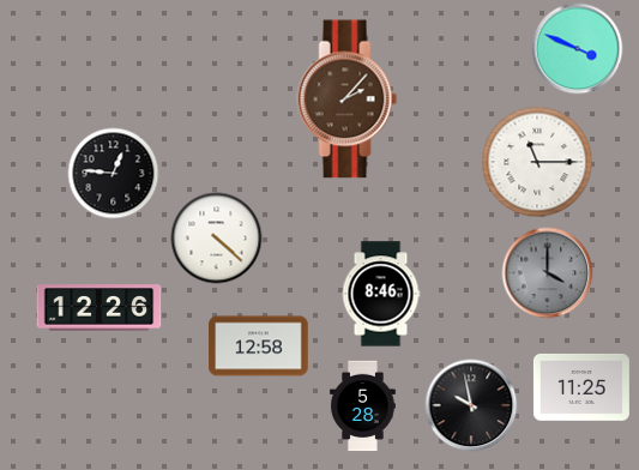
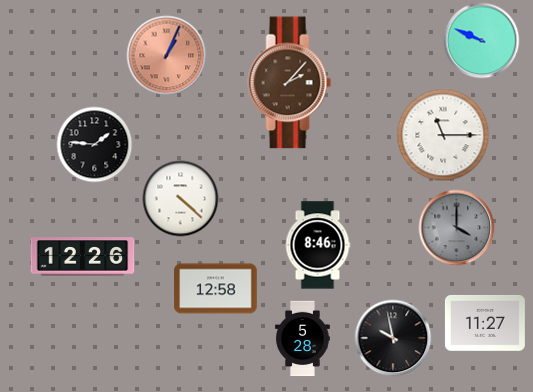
clock at (578, 49): 3:49 -> 9:49
clock at (167, 56): none -> 1:04
clock at (537, 162) position: (537, 162) -> (443, 135)
clock at (114, 174): 12:46 -> 1:46
clock at (581, 387): 11:25 -> 11:27
